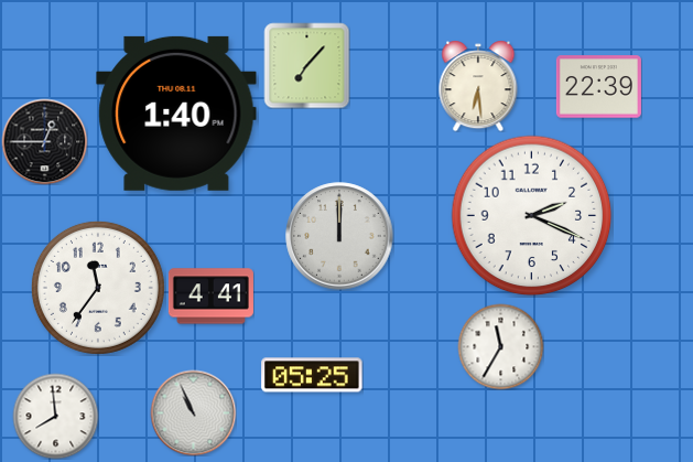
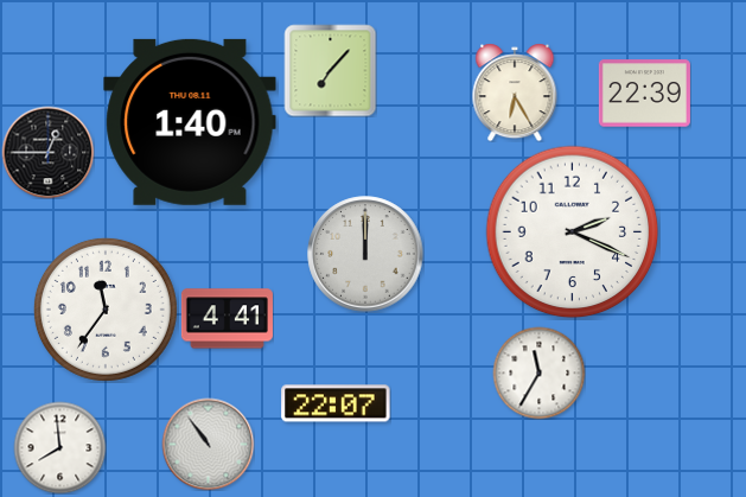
clock at (478, 86): 6:29 -> 6:25
clock at (312, 375): 05:25 -> 22:07
clock at (193, 412): 10:56 -> 10:54
